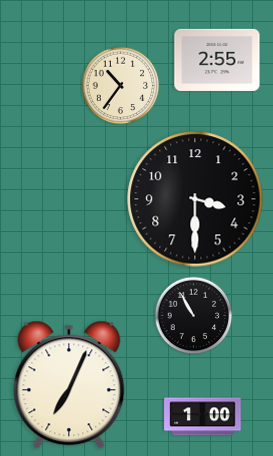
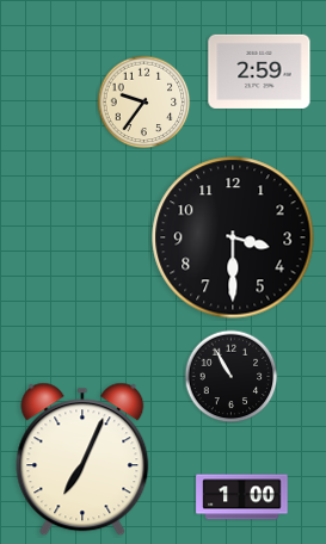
clock at (217, 60): 2:55 -> 2:59
clock at (120, 85): 10:36 -> 9:36
